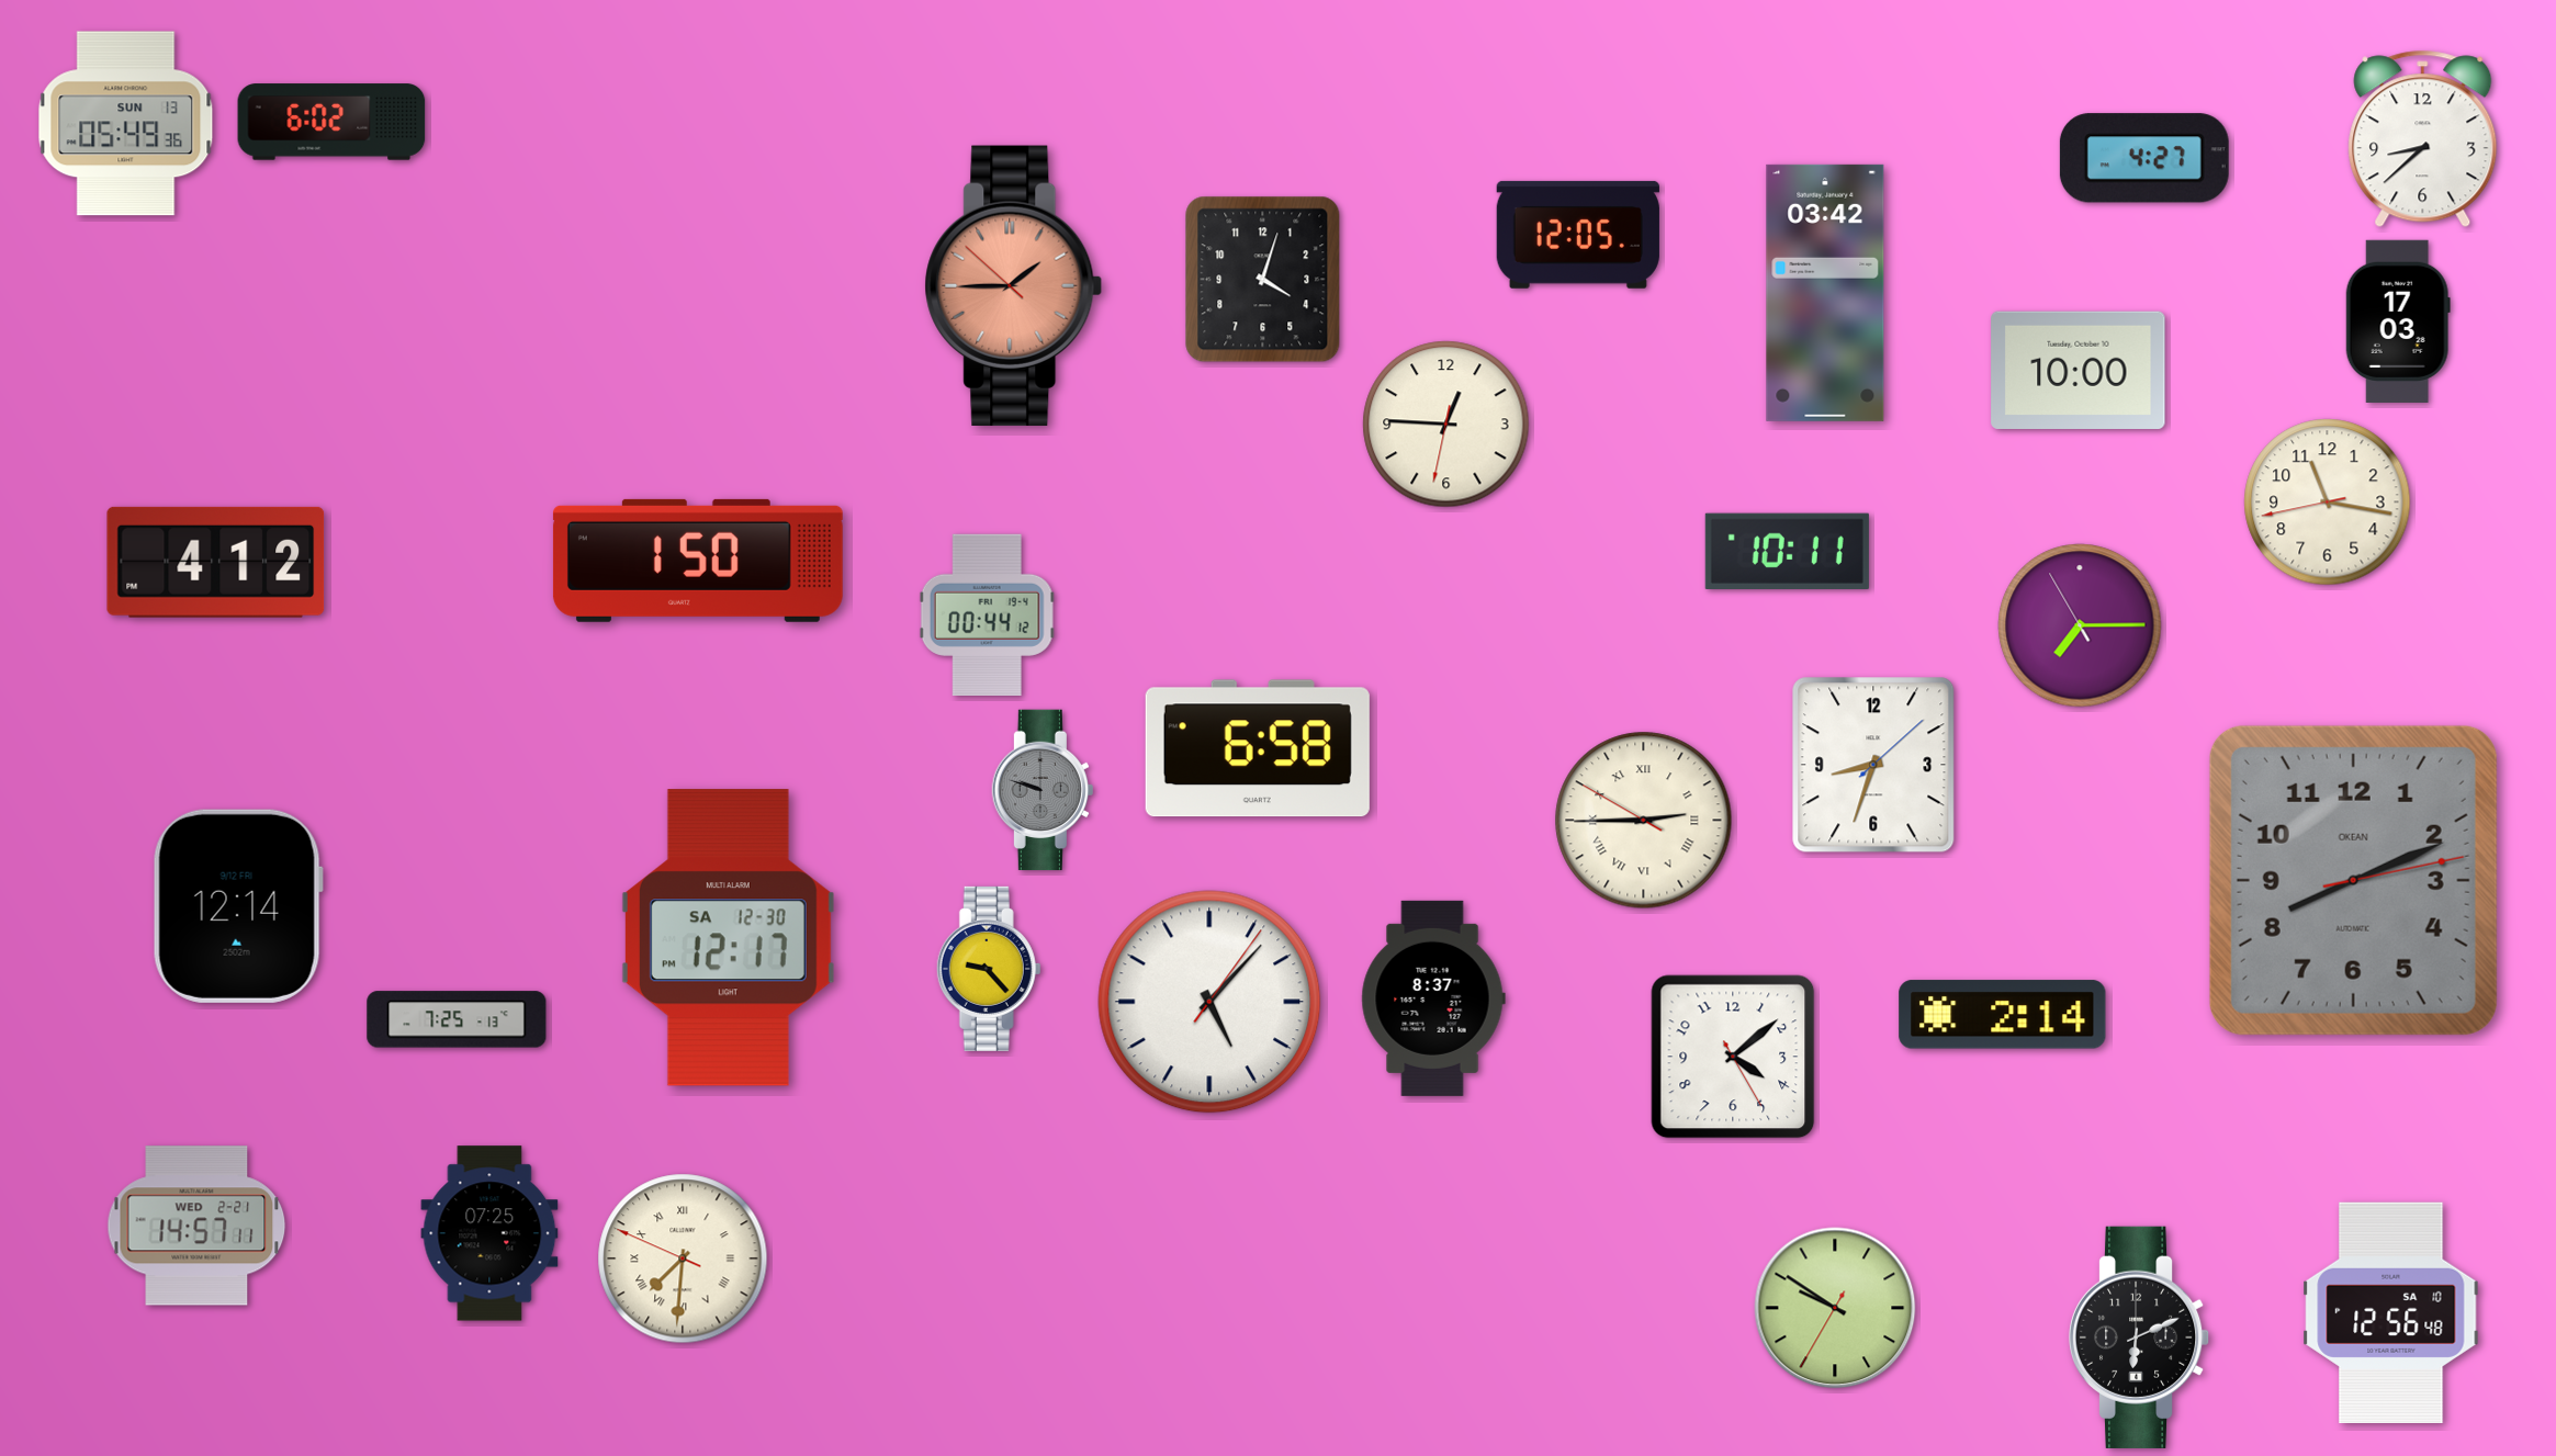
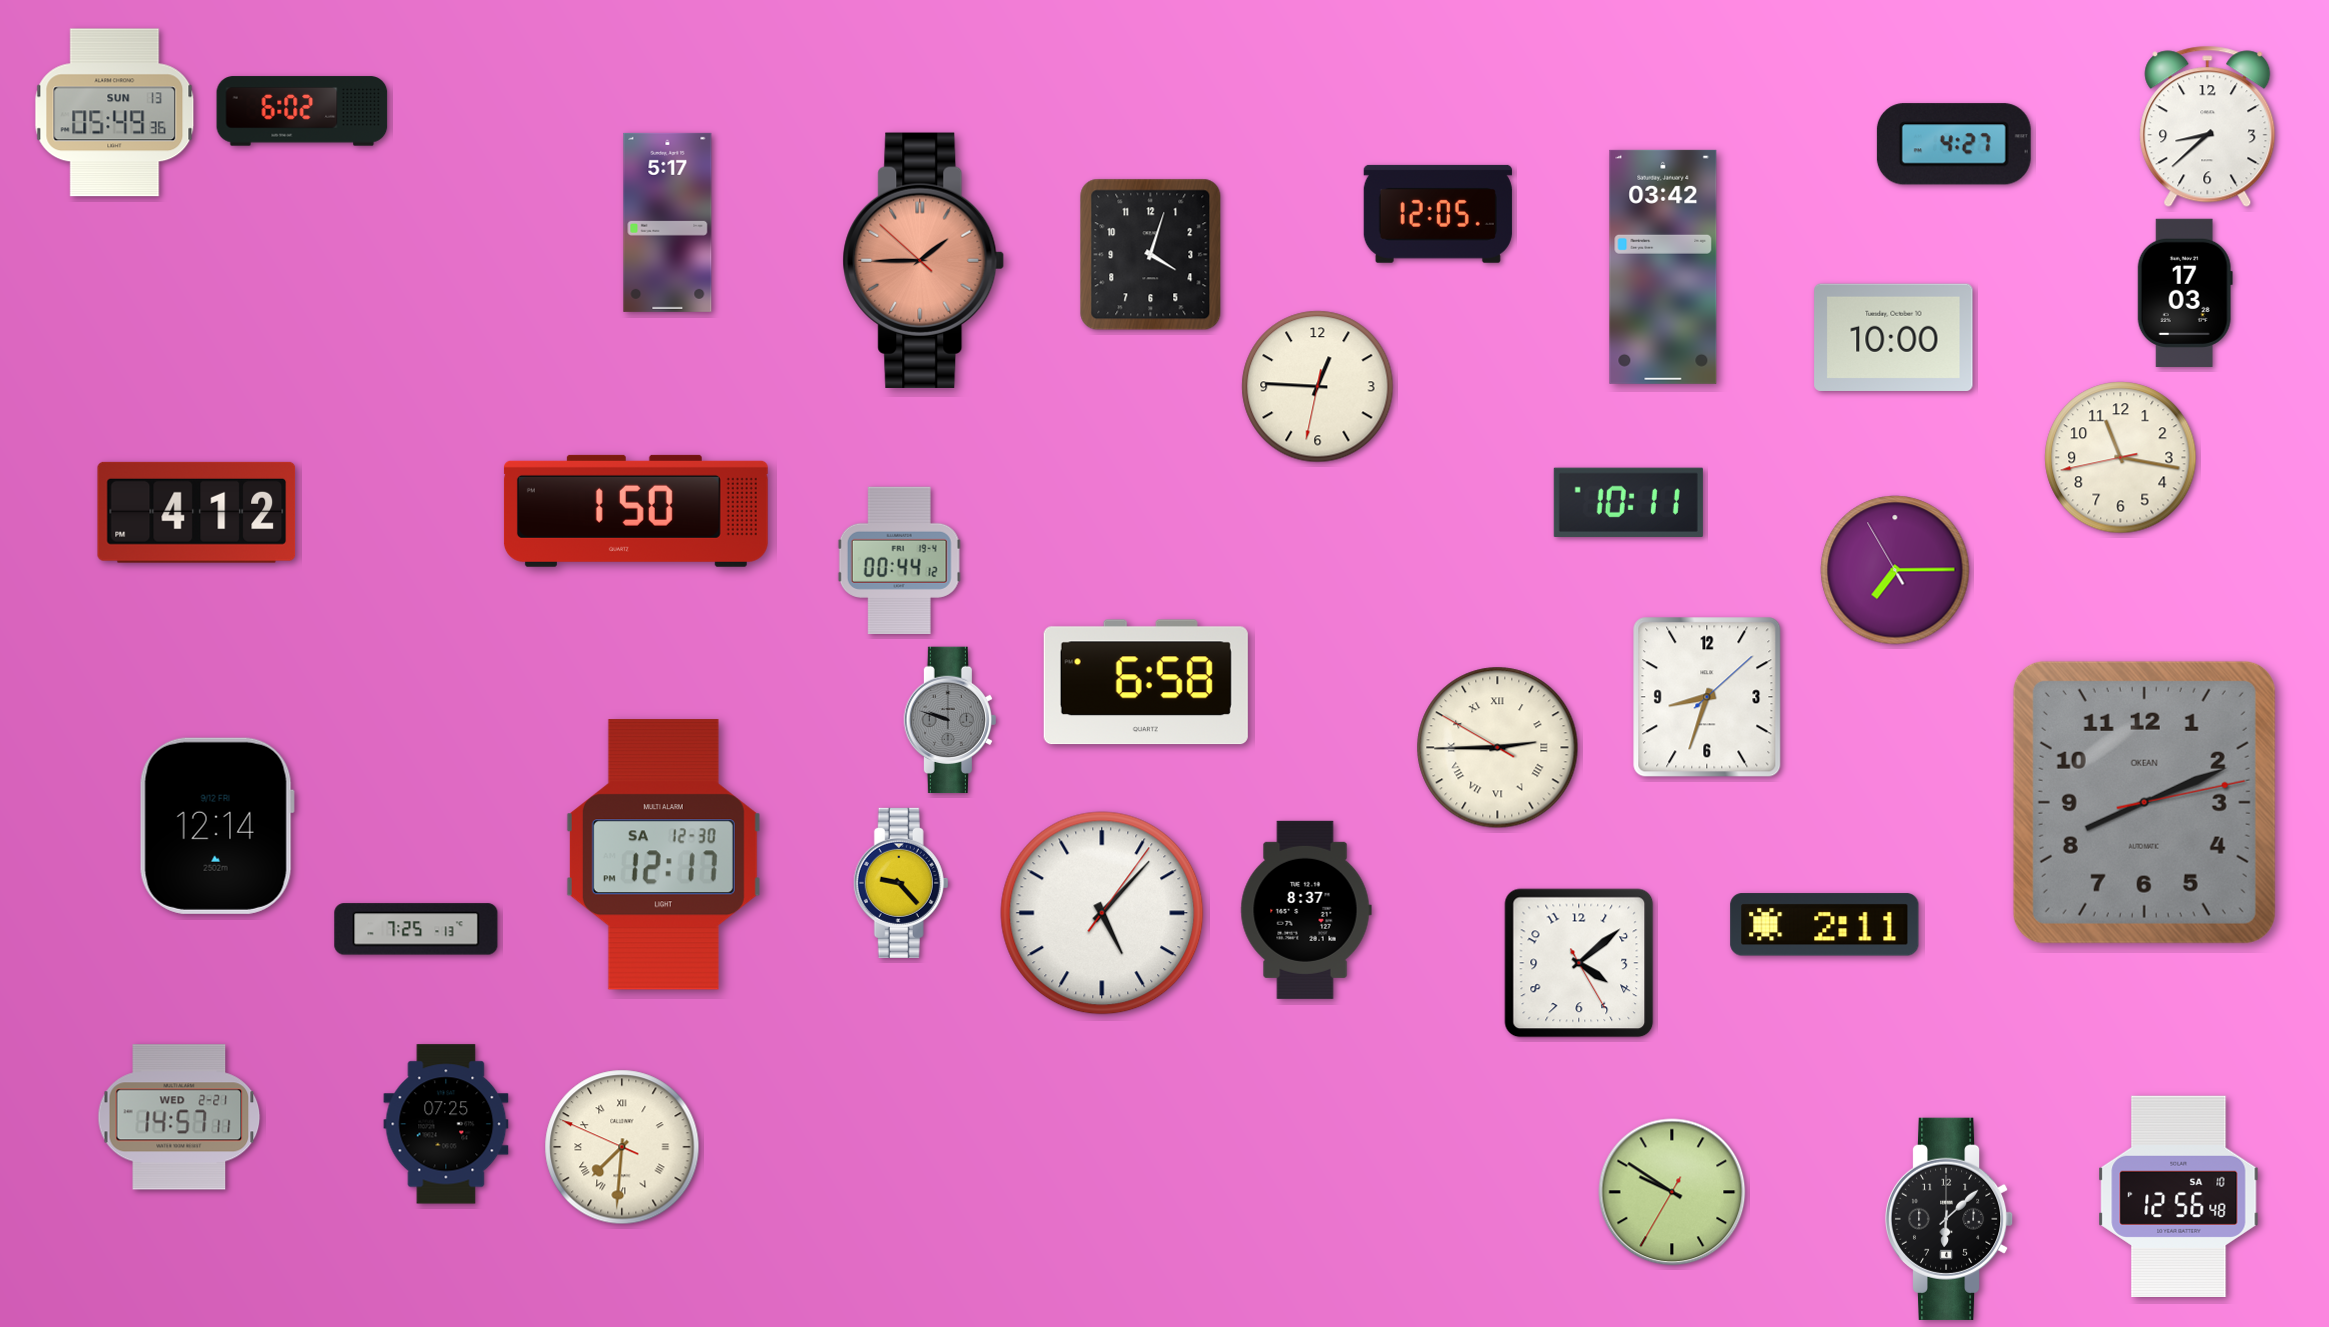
clock at (668, 222): none -> 5:17
clock at (2003, 1015): 2:14 -> 2:11
clock at (2139, 1338): 6:11 -> 6:08
